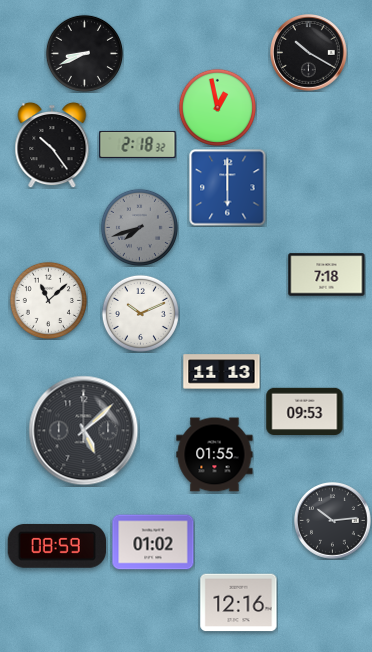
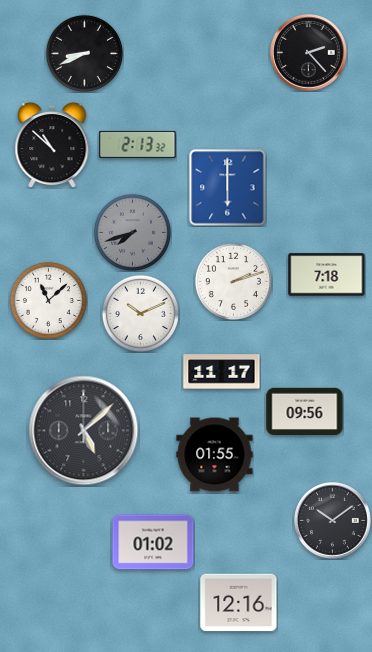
clock at (309, 53): 10:20 -> 2:23
clock at (217, 107): 12:58 -> none
clock at (138, 144): 2:18 -> 2:13
clock at (52, 145): 10:24 -> 10:52
clock at (139, 227) position: (139, 227) -> (132, 232)
clock at (233, 281): none -> 2:12
clock at (222, 372): 11:13 -> 11:17
clock at (305, 412): 09:53 -> 09:56
clock at (333, 521): 10:14 -> 10:09
clock at (56, 546): 08:59 -> none
